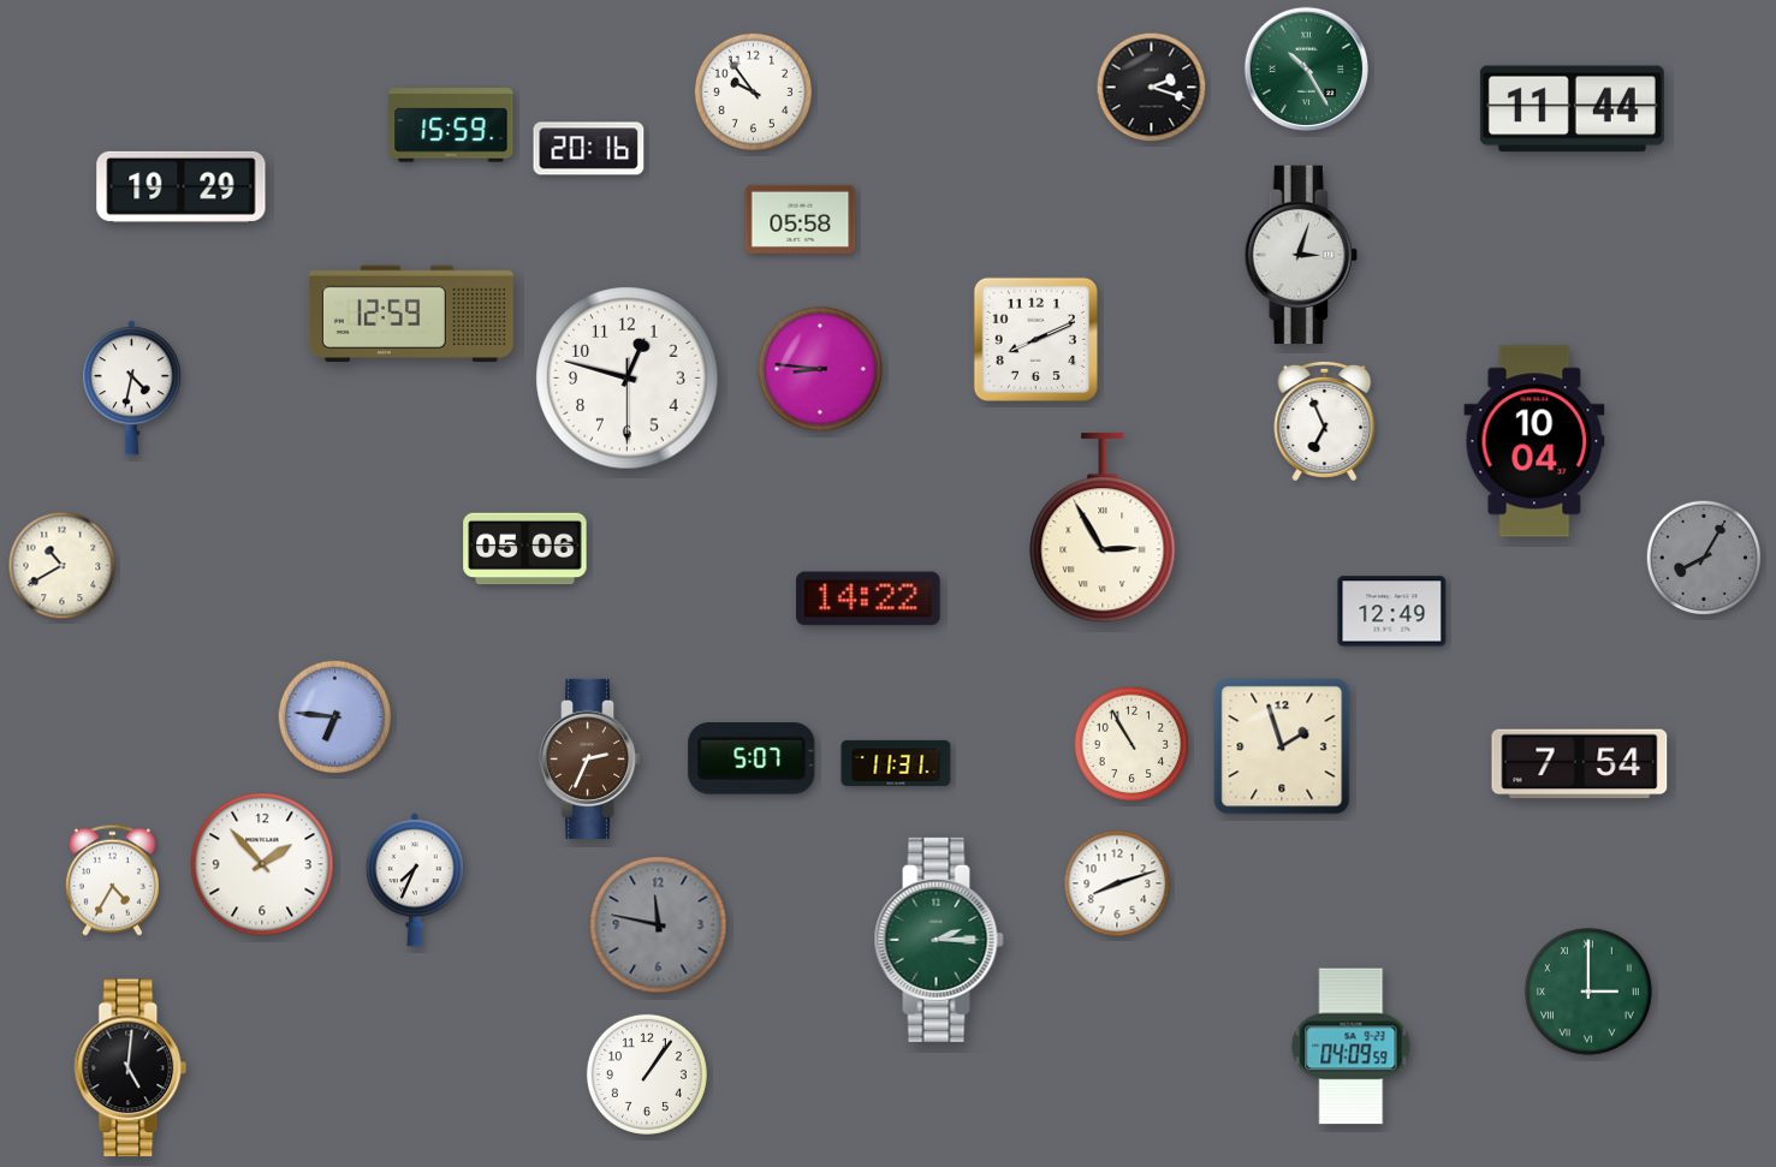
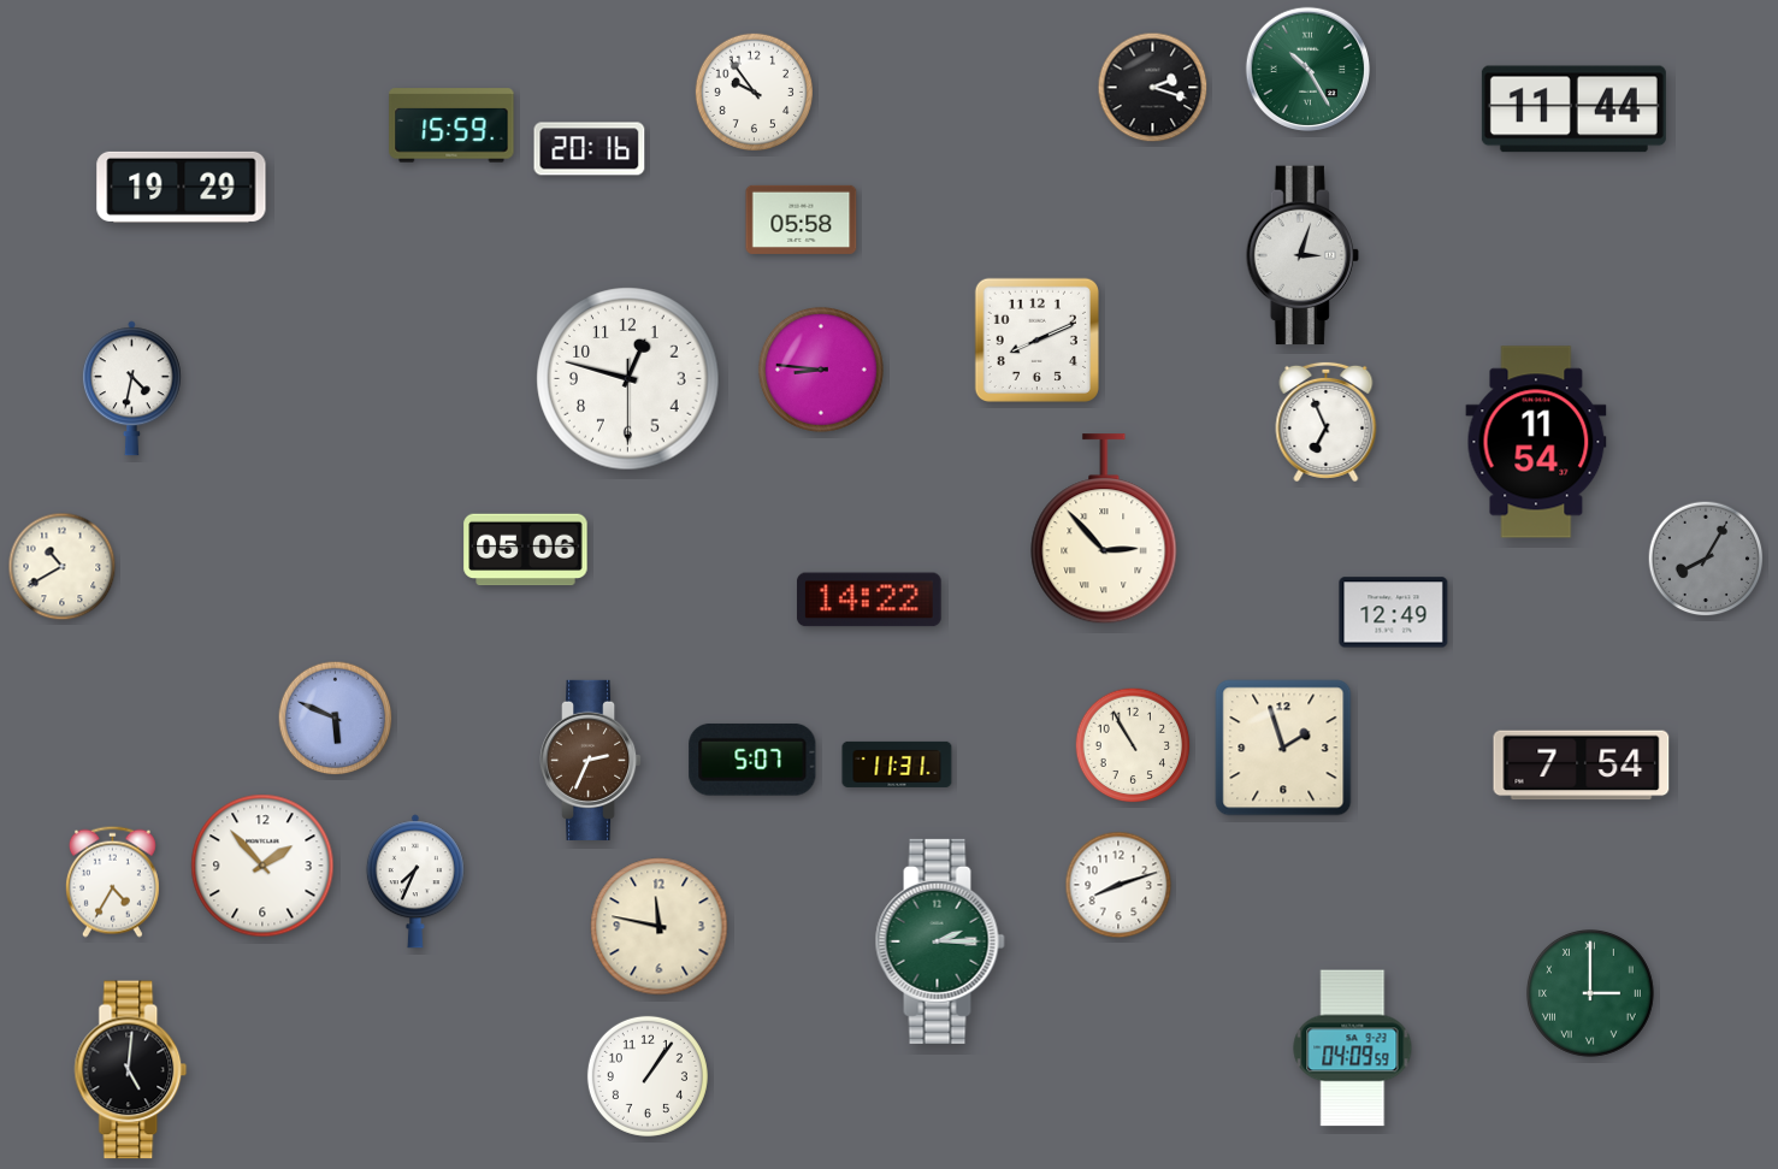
clock at (411, 314): 12:59 -> none
clock at (1534, 441): 10:04 -> 11:54
clock at (1103, 529): 2:55 -> 2:53
clock at (335, 718): 6:46 -> 5:49
clock at (659, 925) dial: grey -> cream
